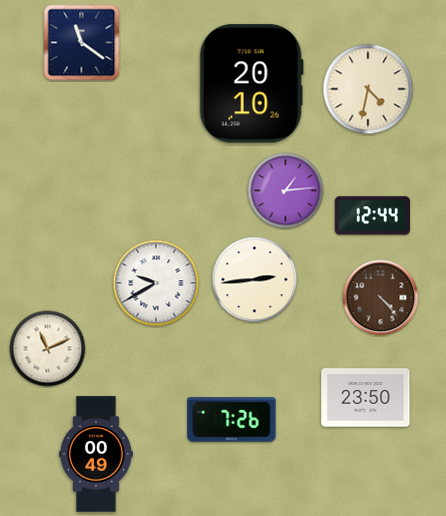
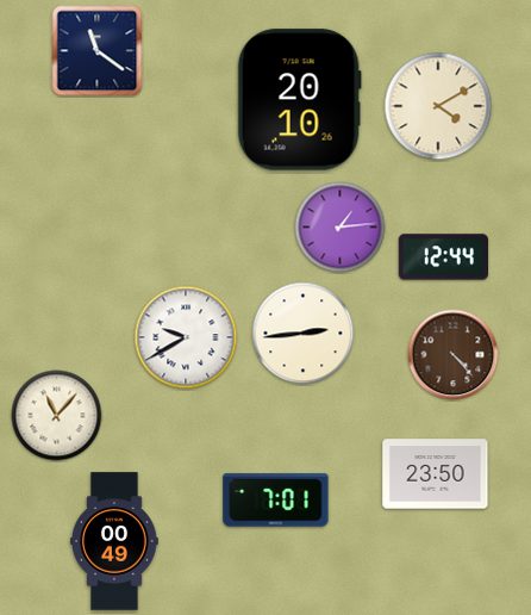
clock at (368, 89): 4:32 -> 4:10
clock at (48, 349): 11:11 -> 11:07
clock at (232, 420): 7:26 -> 7:01
